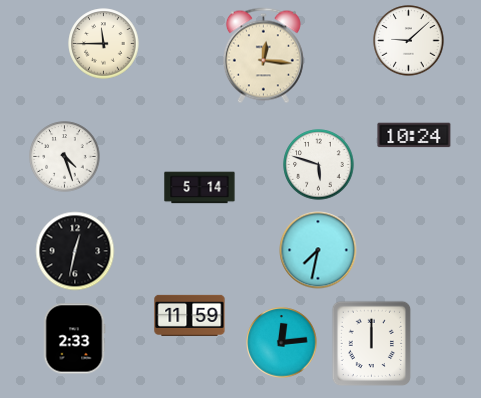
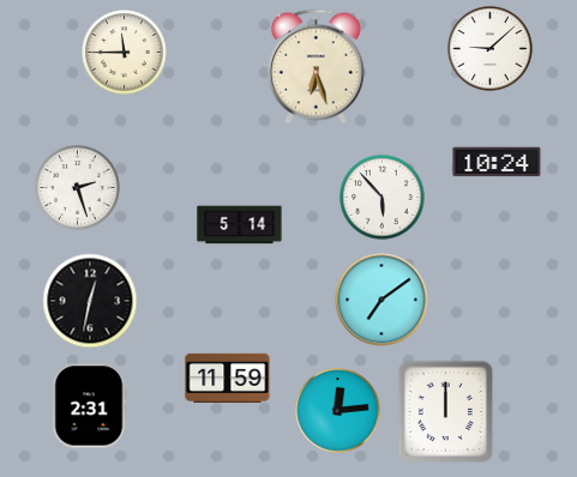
clock at (263, 56): 12:16 -> 6:27
clock at (65, 157): 4:27 -> 2:27
clock at (319, 165): 5:48 -> 5:53
clock at (318, 250): 7:32 -> 7:09
clock at (74, 339): 2:33 -> 2:31
